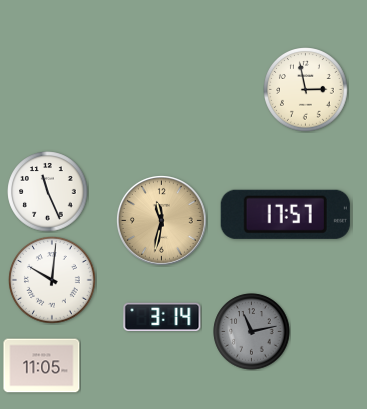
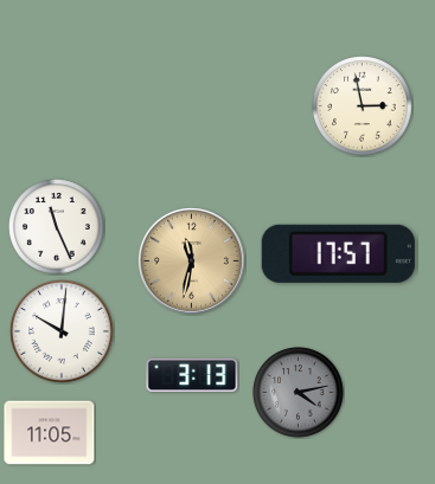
clock at (162, 317): 3:14 -> 3:13
clock at (252, 332): 11:13 -> 4:13
